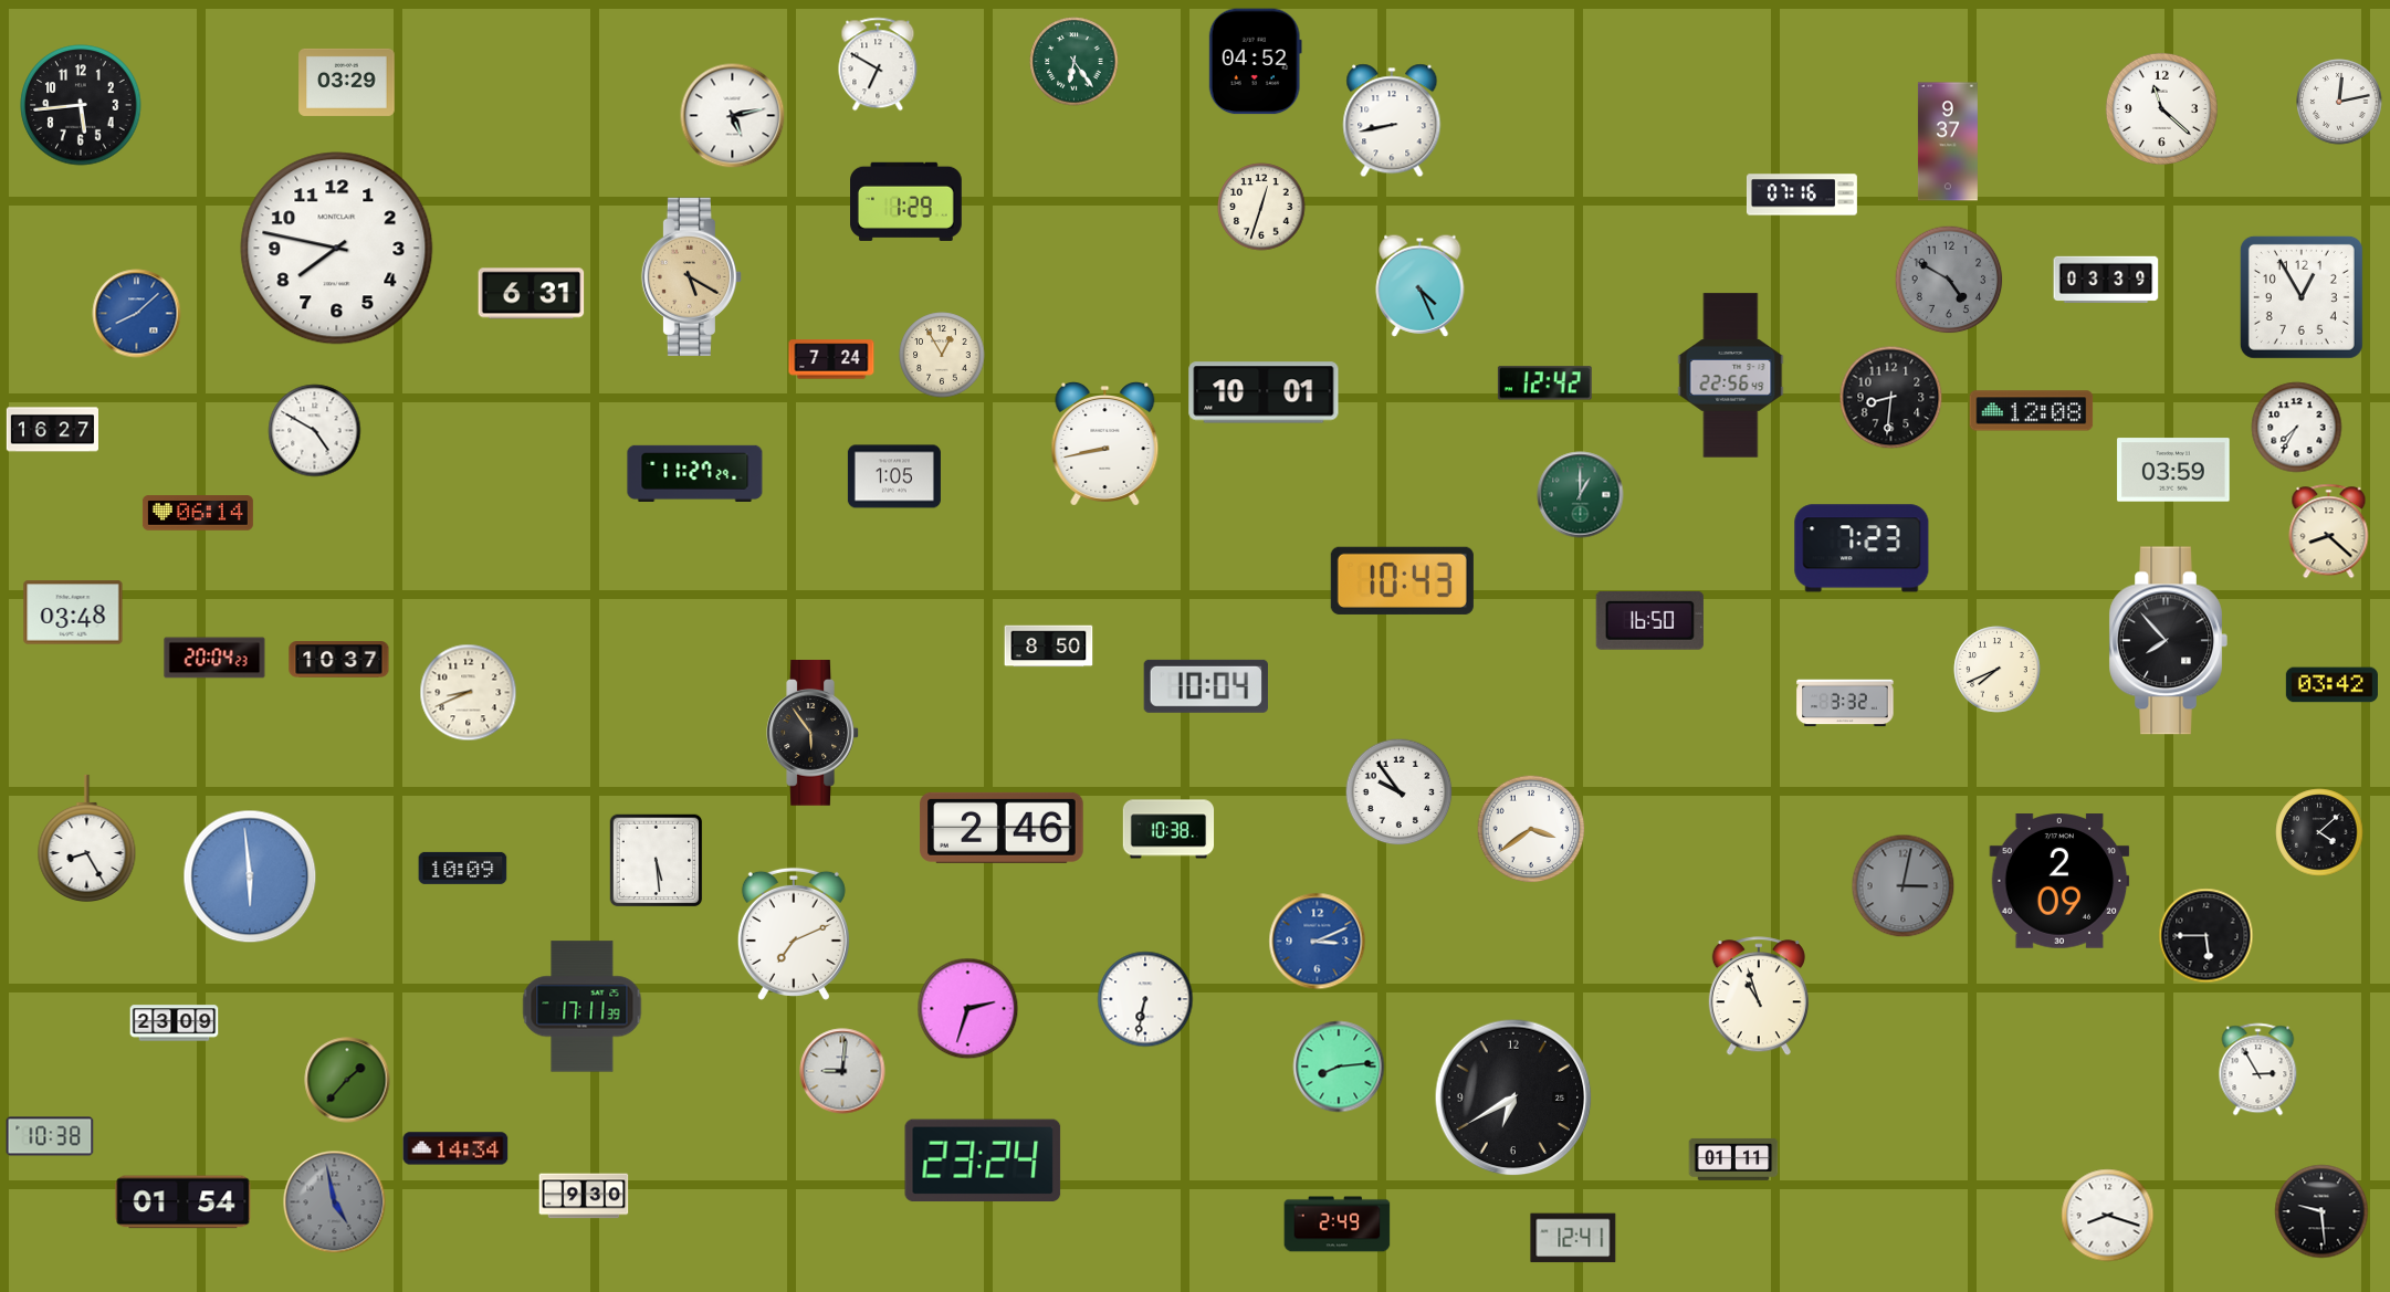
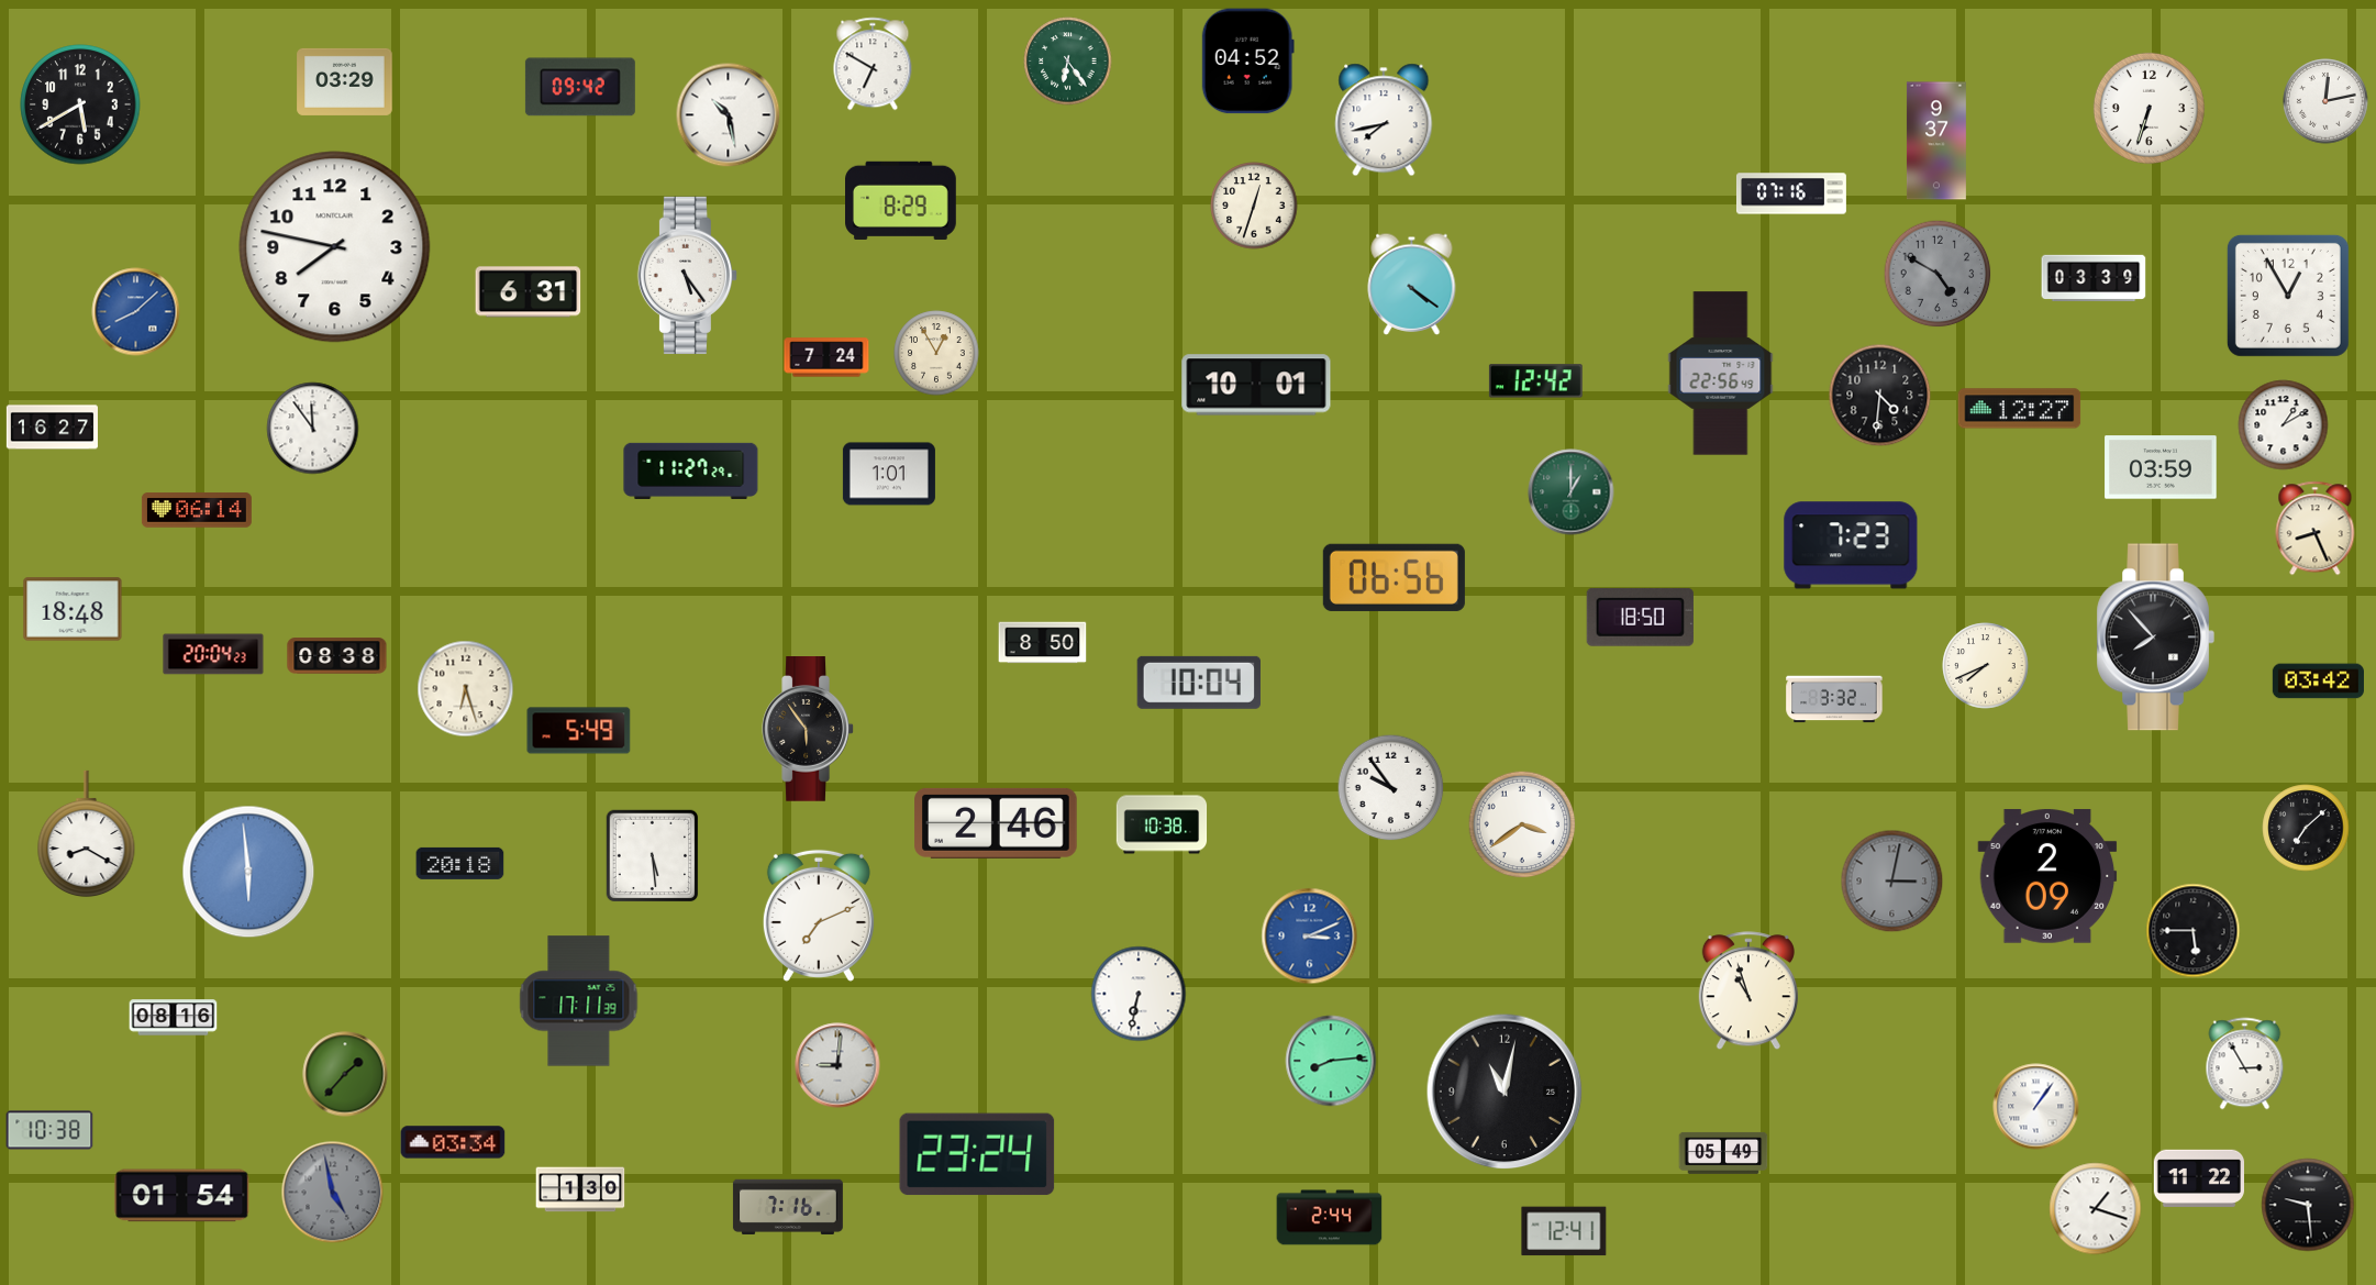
clock at (580, 87): none -> 09:42
clock at (81, 105): 5:44 -> 5:40
clock at (2161, 108): 11:22 -> 6:33
clock at (733, 116): 5:13 -> 10:28
clock at (1392, 120): 8:43 -> 7:43
clock at (906, 201): 1:29 -> 8:29
clock at (691, 276): 5:20 -> 5:24
clock at (691, 276) dial: champagne -> white
clock at (1949, 280) position: (1949, 280) -> (1938, 274)
clock at (1421, 285): 4:26 -> 4:21
clock at (1264, 392) position: (1264, 392) -> (1256, 385)
clock at (1891, 398): 8:31 -> 4:31
clock at (2032, 411): 12:08 -> 12:27
clock at (2297, 428): 7:35 -> 1:10
clock at (315, 431): 4:50 -> 11:54
clock at (1105, 444): 8:43 -> none
clock at (894, 476): 1:05 -> 1:01
clock at (2329, 532): 8:22 -> 8:26
clock at (1402, 580): 10:43 -> 06:56
clock at (73, 612): 03:48 -> 18:48
clock at (1649, 620): 16:50 -> 18:50
clock at (339, 660): 10:37 -> 08:38
clock at (469, 693): 8:41 -> 6:27
clock at (579, 731): none -> 5:49
clock at (2319, 832): 4:08 -> 7:08
clock at (87, 838): 8:25 -> 8:20
clock at (463, 868): 10:09 -> 20:18
clock at (794, 934) position: (794, 934) -> (819, 916)
clock at (968, 1009): 2:33 -> none
clock at (175, 1023): 23:09 -> 08:16
clock at (1513, 1097): 6:40 -> 11:02
clock at (2036, 1107): none -> 1:06
clock at (455, 1148): 14:34 -> 03:34
clock at (1733, 1159): 01:11 -> 05:49
clock at (2198, 1178): none -> 11:22
clock at (584, 1196): 9:30 -> 1:30
clock at (335, 1202) position: (335, 1202) -> (333, 1193)
clock at (788, 1207): none -> 7:16
clock at (2108, 1216): 8:18 -> 1:18
clock at (1338, 1225): 2:49 -> 2:44
